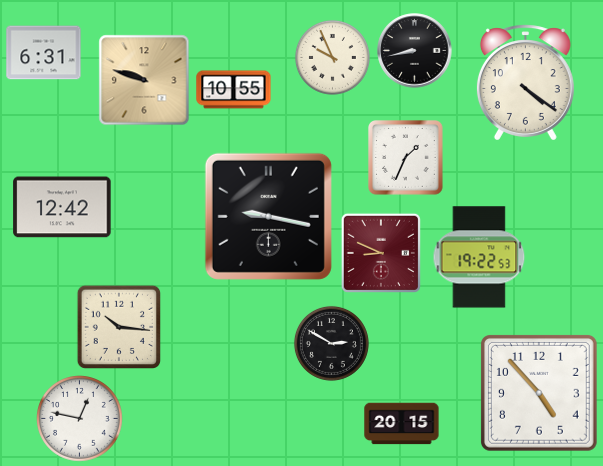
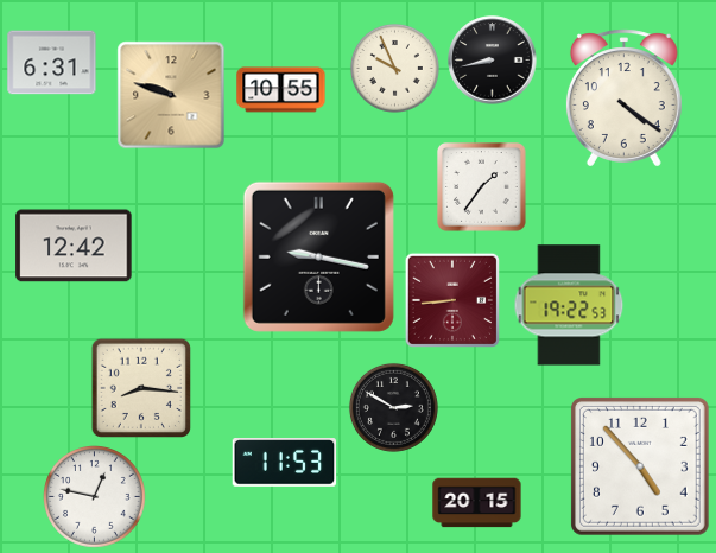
clock at (234, 90) position: (234, 90) -> (281, 90)
clock at (406, 158): 1:34 -> 1:36
clock at (381, 253): 8:49 -> 8:44
clock at (118, 326): 10:16 -> 8:16
clock at (285, 463): none -> 11:53
